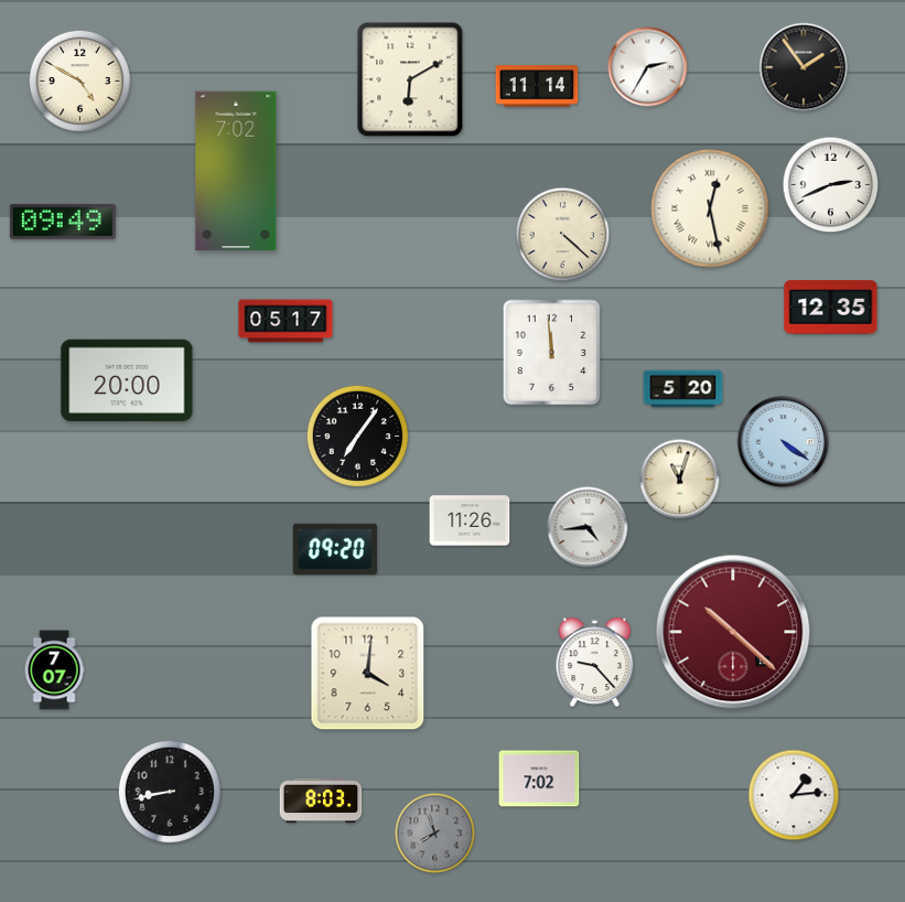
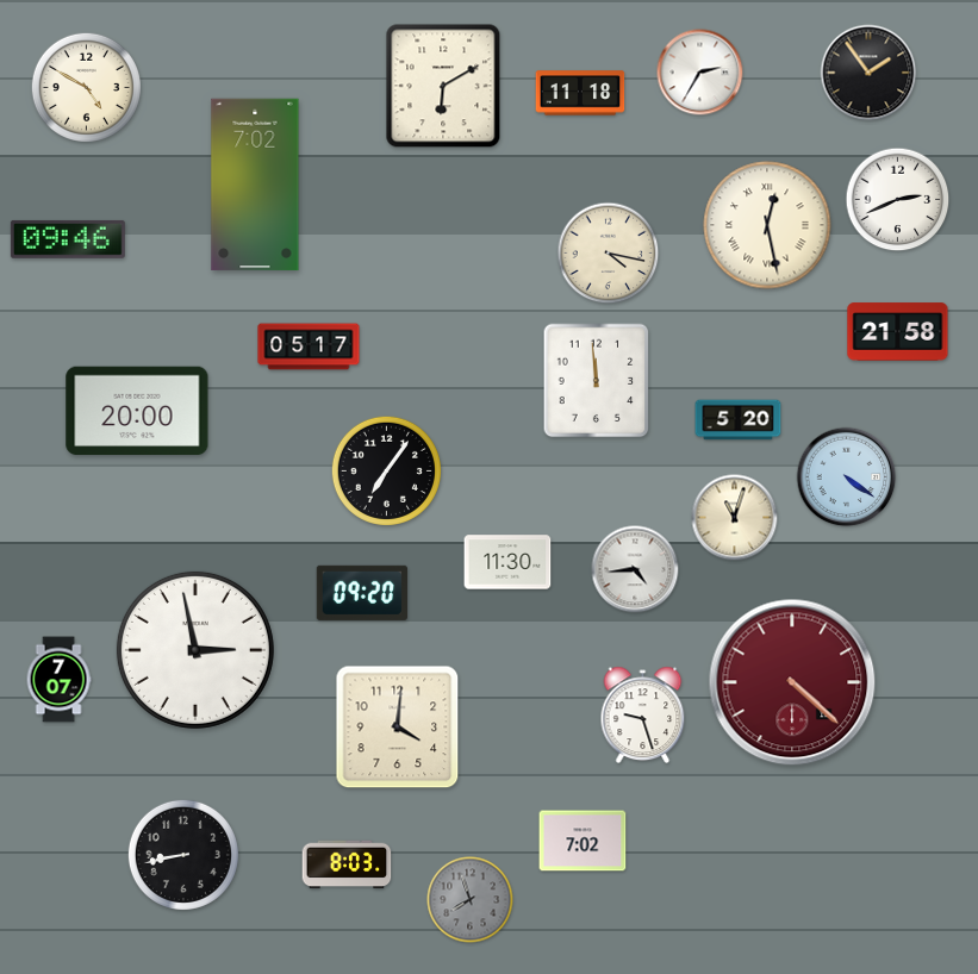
clock at (537, 86): 11:14 -> 11:18
clock at (63, 222): 09:49 -> 09:46
clock at (563, 235): 4:22 -> 4:17
clock at (831, 308): 12:35 -> 21:58
clock at (470, 520): 11:26 -> 11:30
clock at (195, 650): none -> 2:58
clock at (733, 632): 10:22 -> 4:22
clock at (595, 663): 9:23 -> 9:27
clock at (54, 670) position: (54, 670) -> (58, 680)
clock at (794, 795): 1:14 -> none
